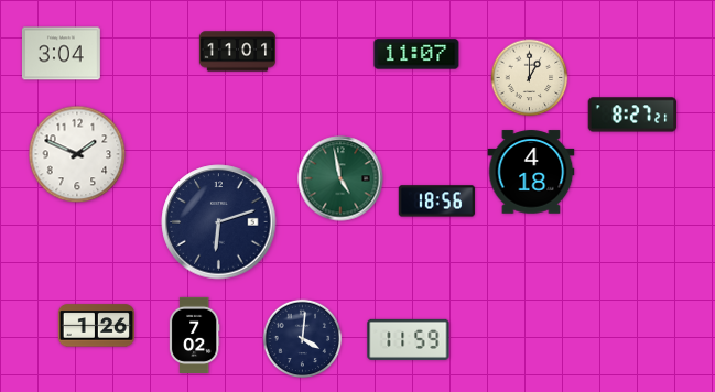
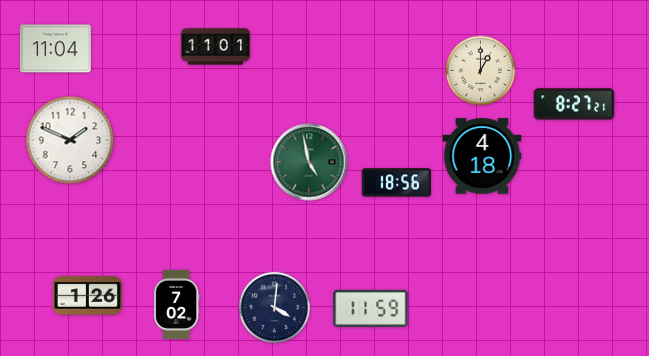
clock at (61, 54): 3:04 -> 11:04
clock at (416, 54): 11:07 -> none
clock at (219, 222): 6:12 -> none
